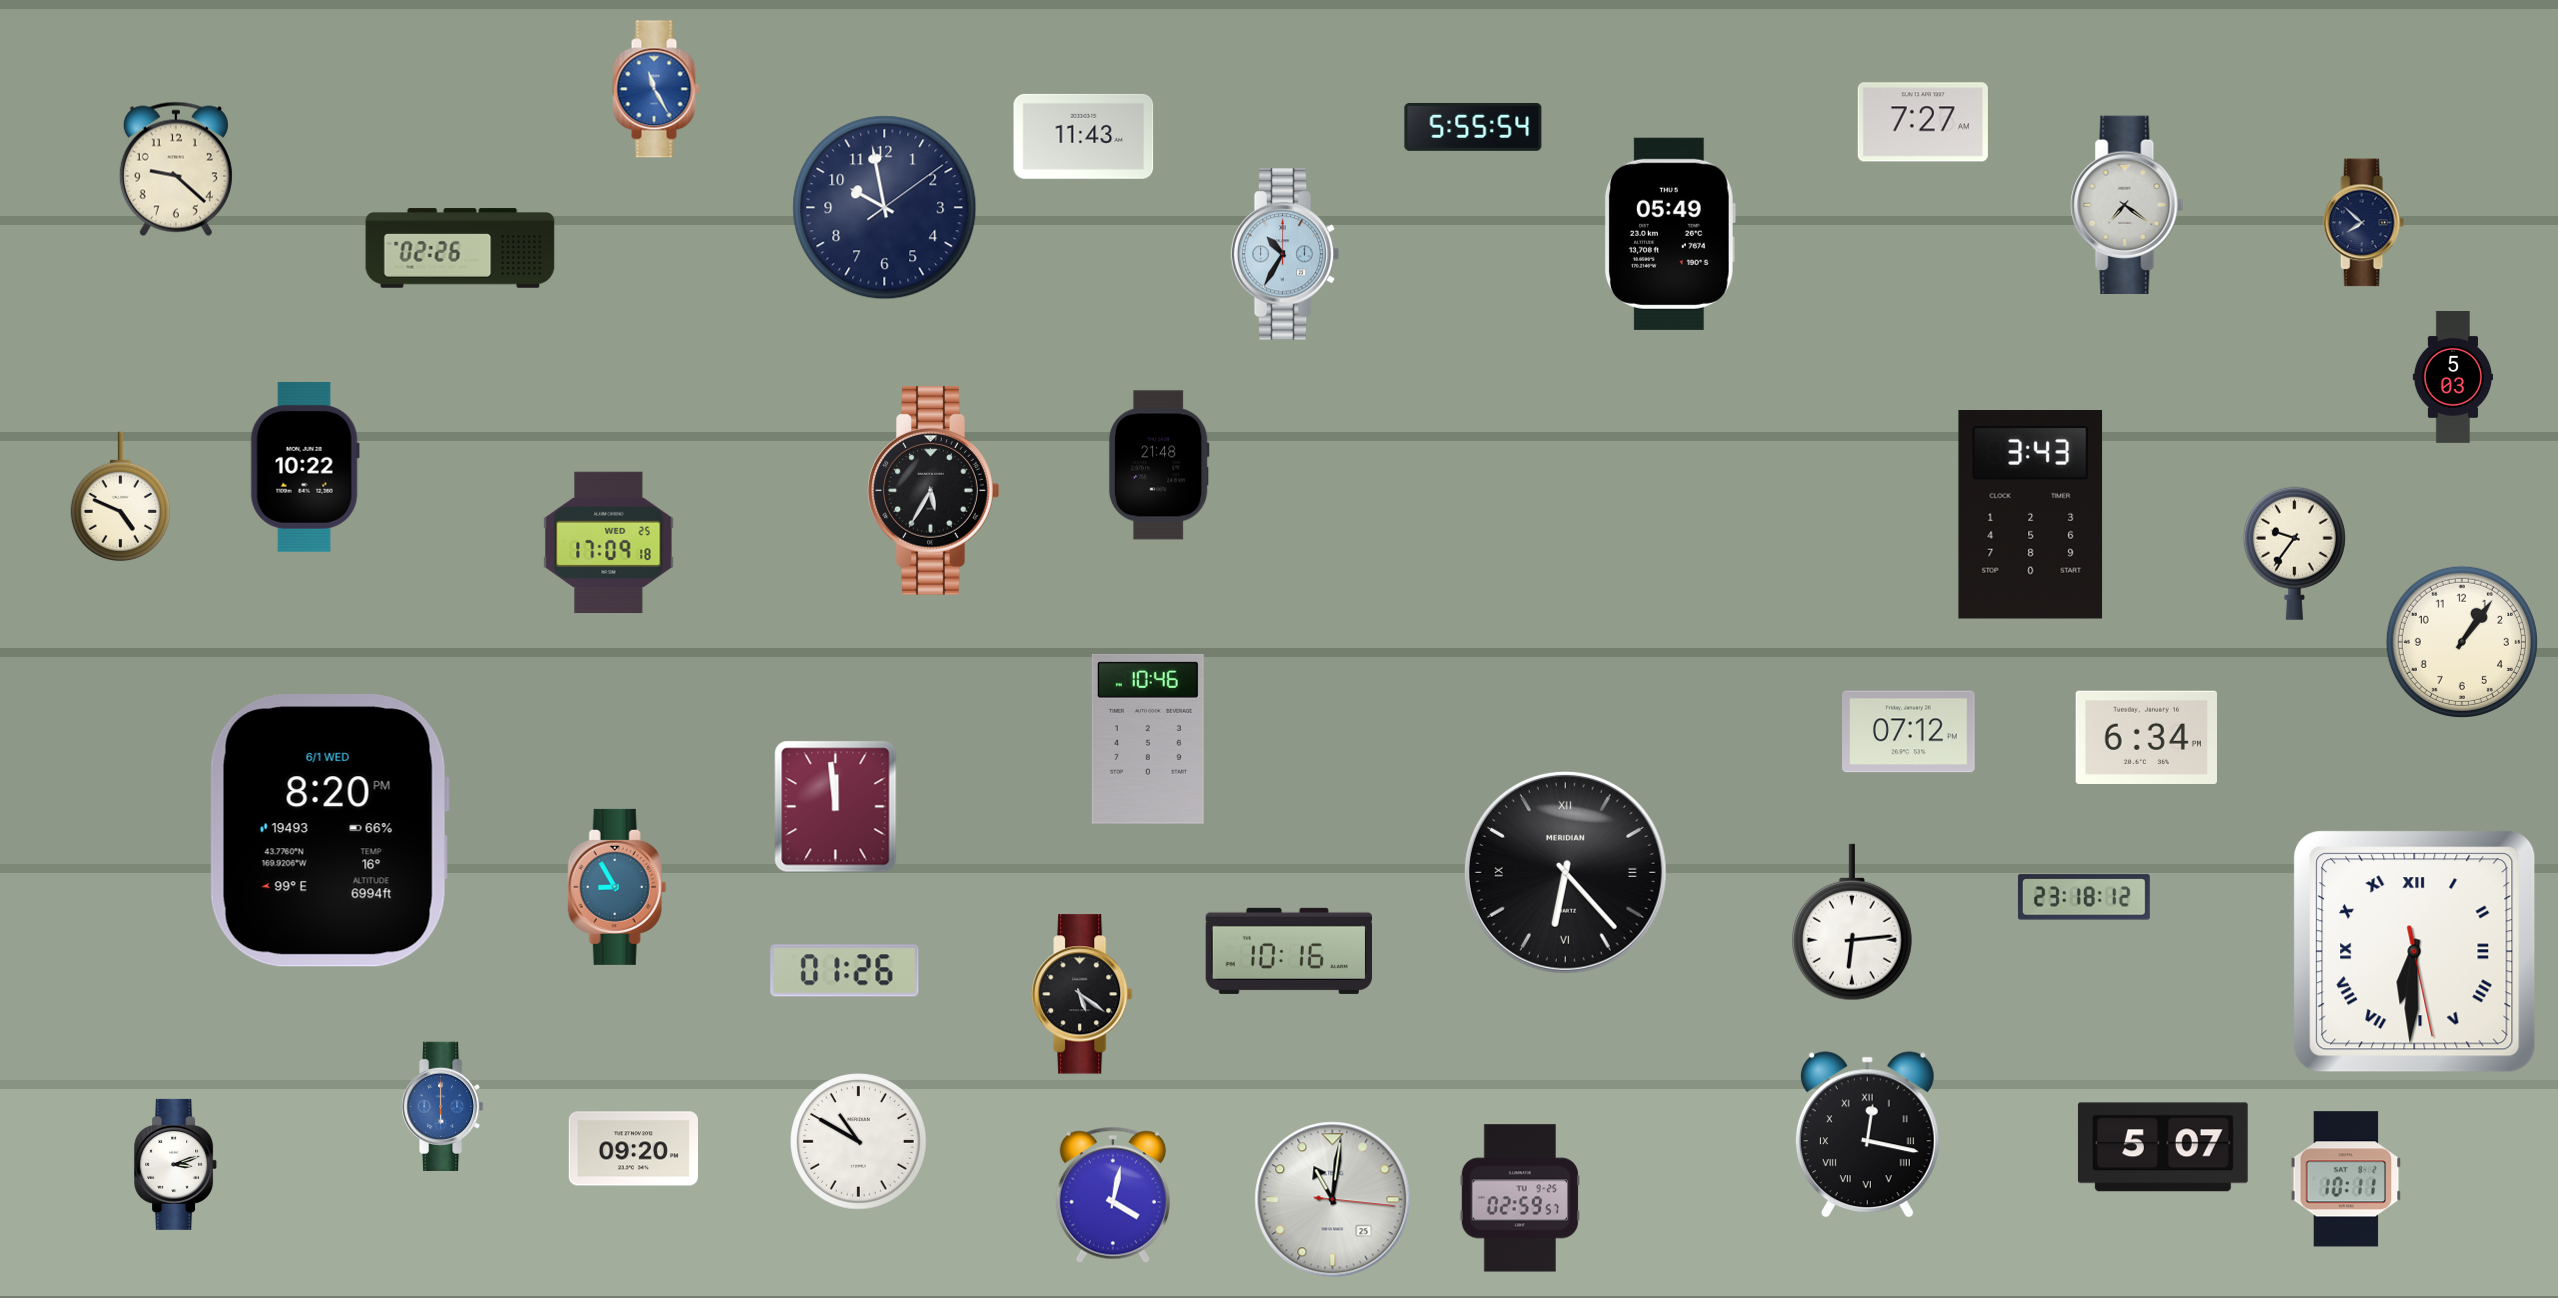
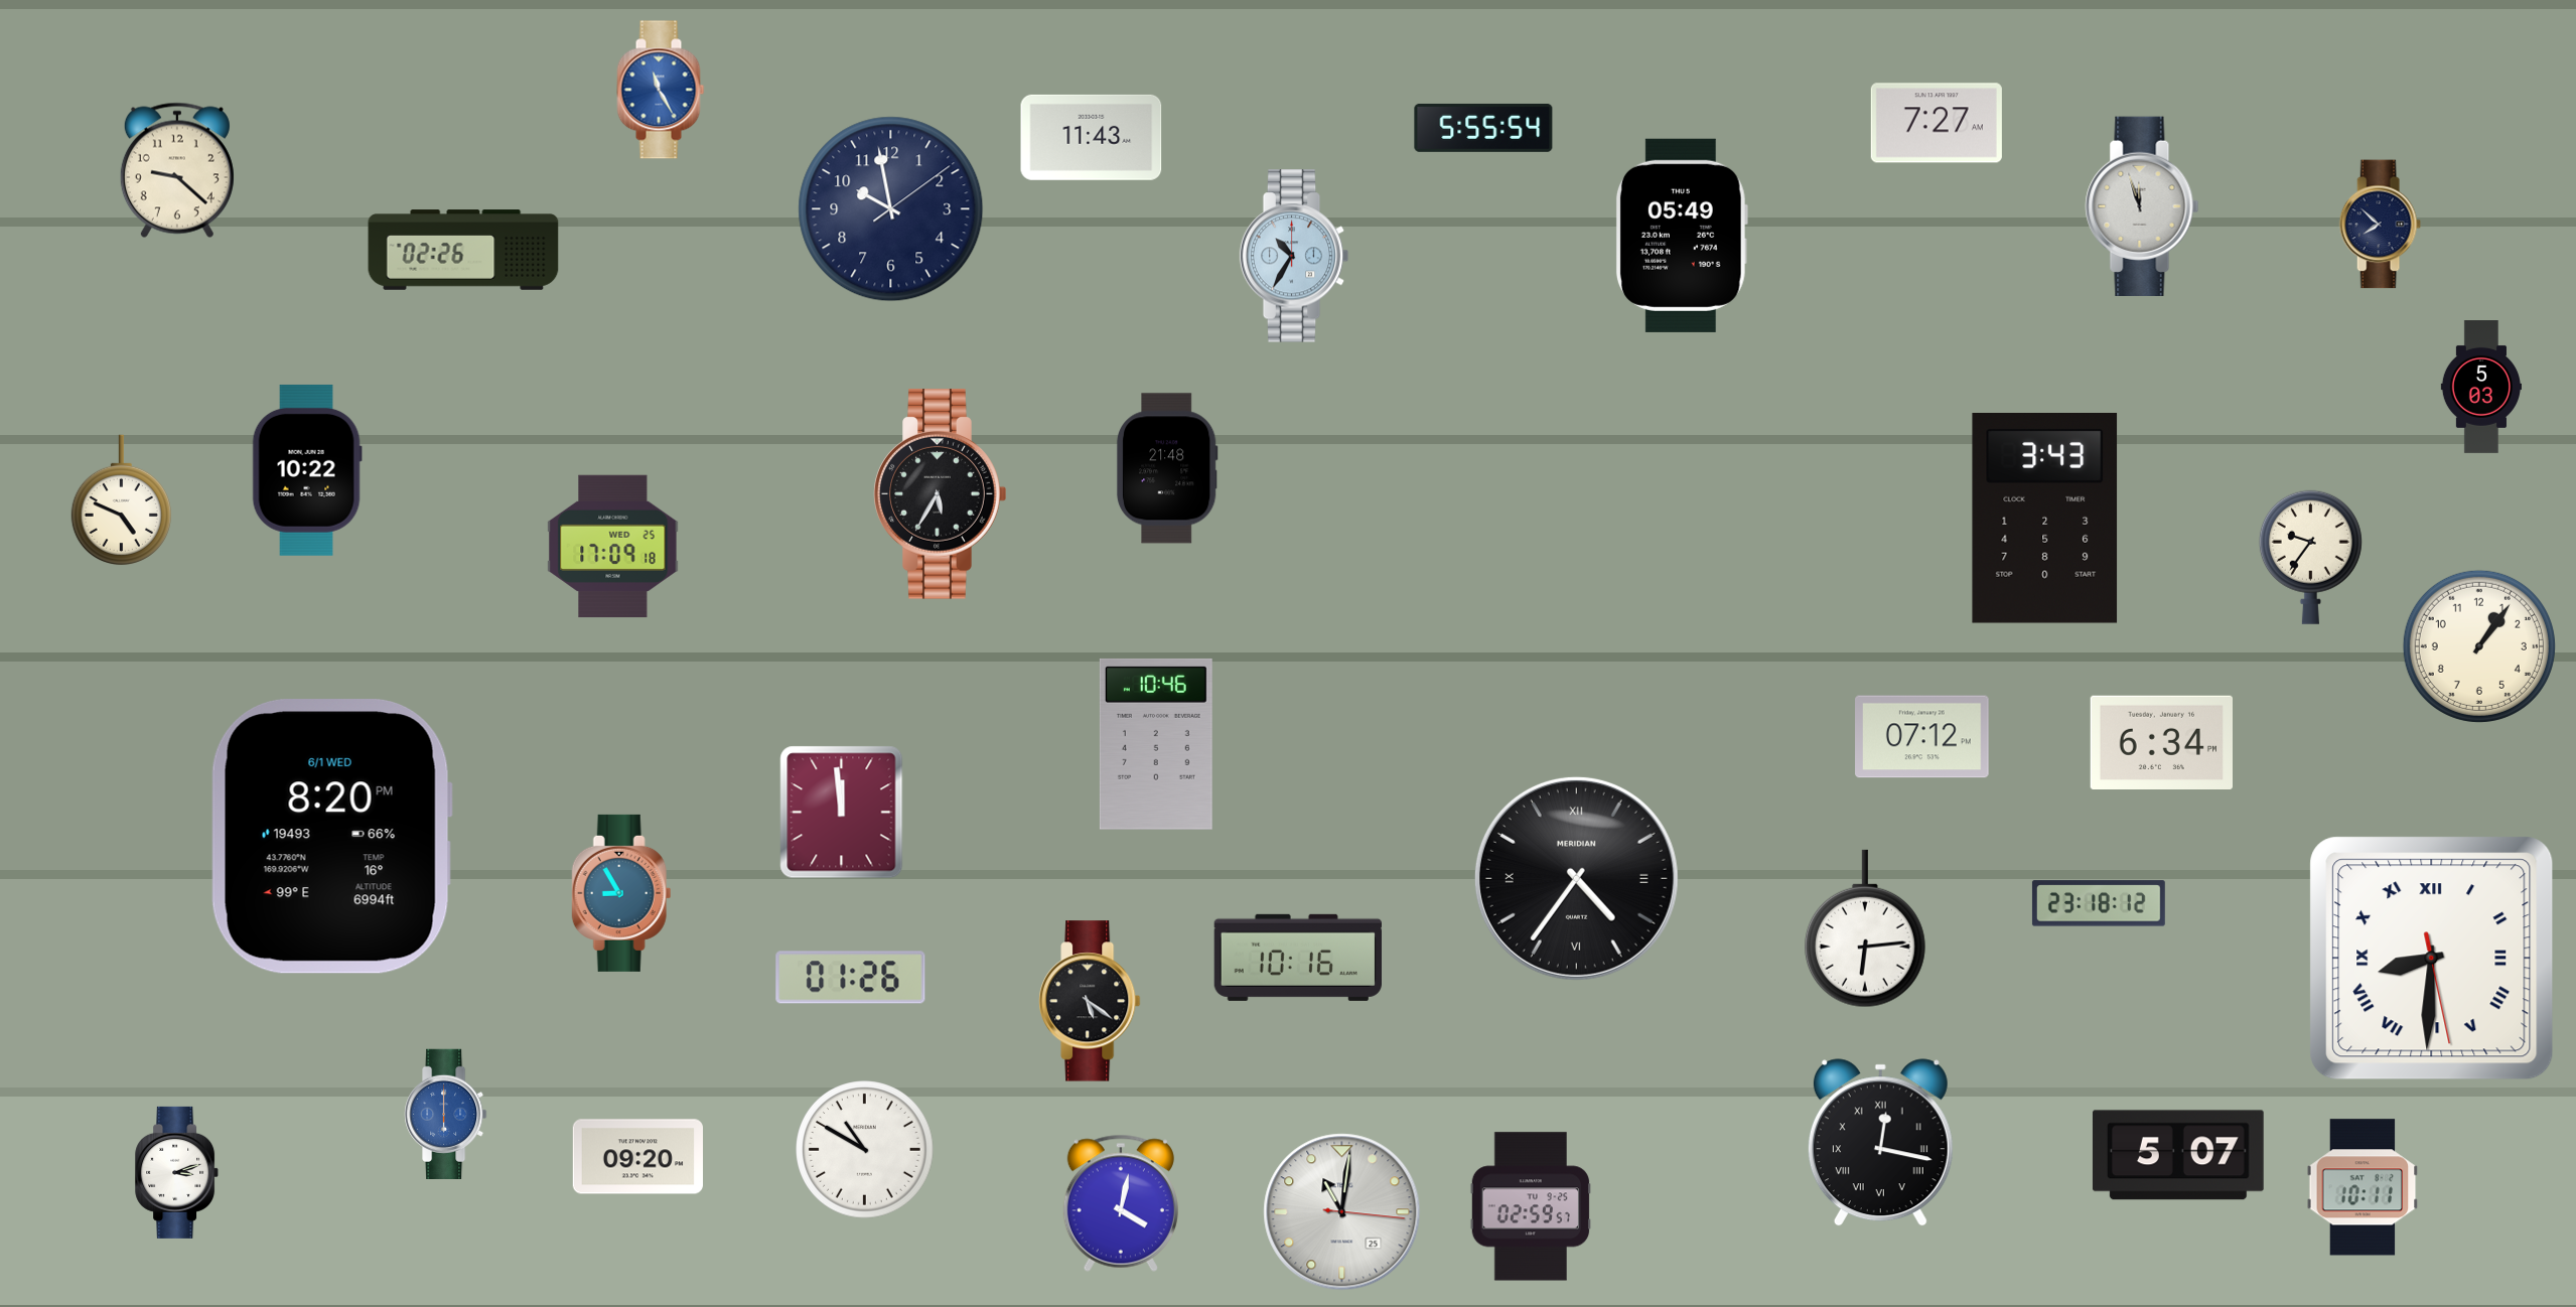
clock at (2127, 204): 7:21 -> 11:57
clock at (2452, 378) position: (2452, 378) -> (2480, 388)
clock at (1565, 872): 6:23 -> 4:36
clock at (2415, 952): 6:30 -> 8:30
clock at (1333, 1200) position: (1333, 1200) -> (1342, 1212)
